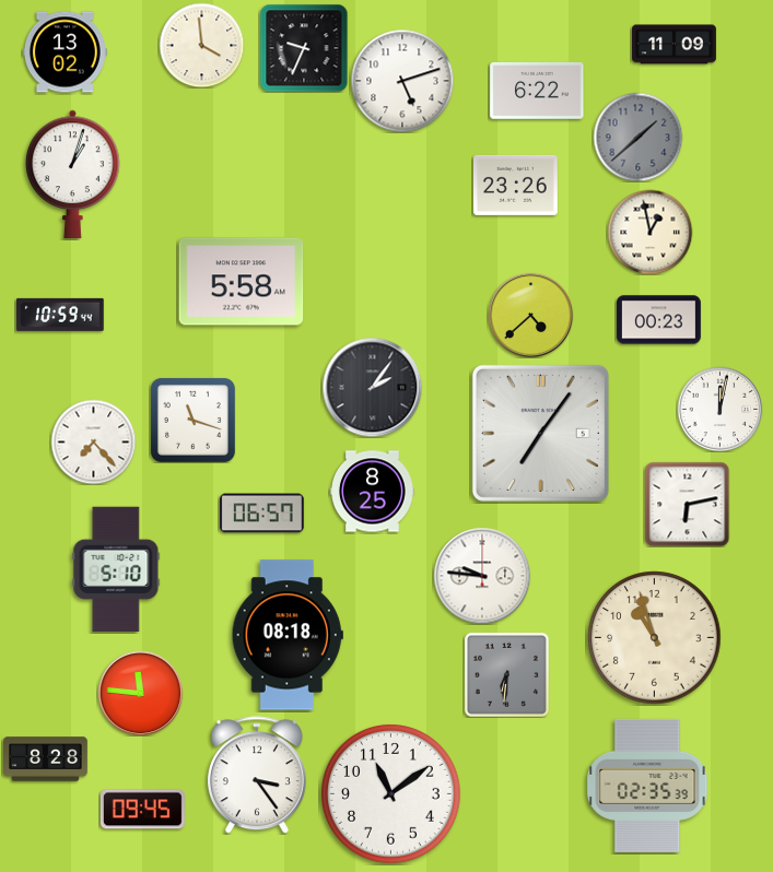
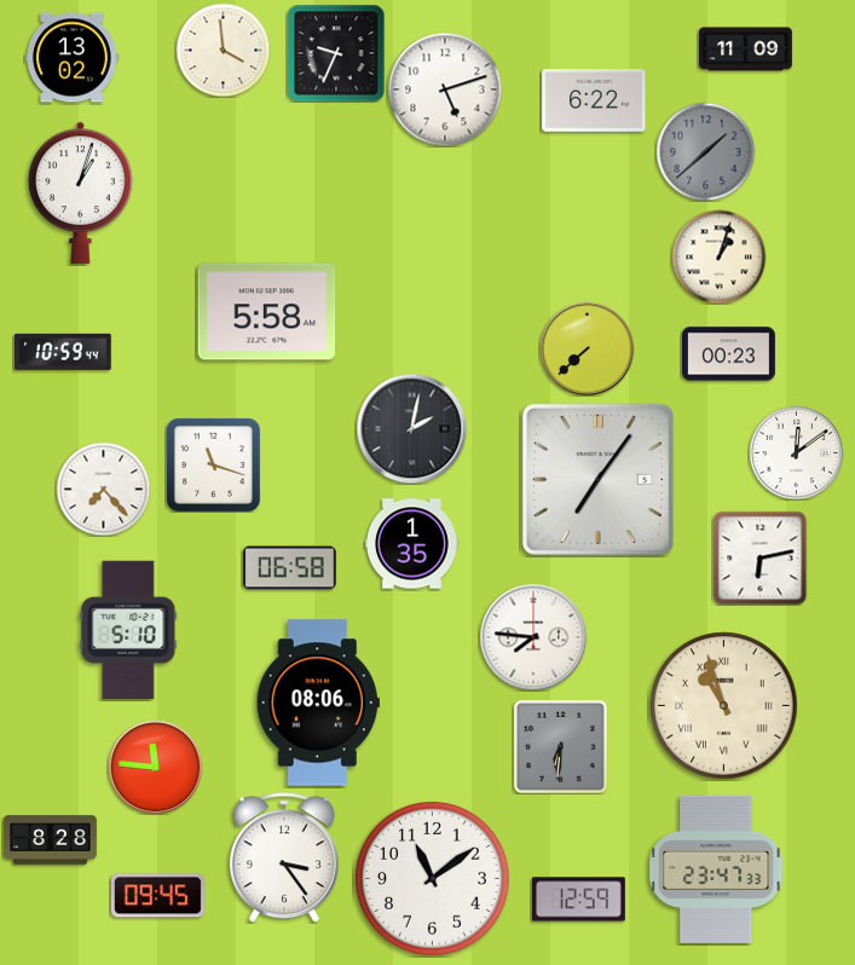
clock at (515, 185): 23:26 -> none
clock at (649, 232): 12:58 -> 1:03
clock at (61, 315) position: (61, 315) -> (64, 352)
clock at (530, 315): 4:38 -> 7:38
clock at (372, 387): 2:06 -> 2:02
clock at (719, 409): 12:02 -> 12:09
clock at (373, 492): 8:25 -> 1:35
clock at (261, 514): 06:57 -> 06:58
clock at (482, 576): 9:46 -> 7:46
clock at (288, 635): 08:18 -> 08:06
clock at (655, 638) numerals: Arabic -> Roman
clock at (647, 786): 02:35 -> 23:47
clock at (578, 900): none -> 12:59
